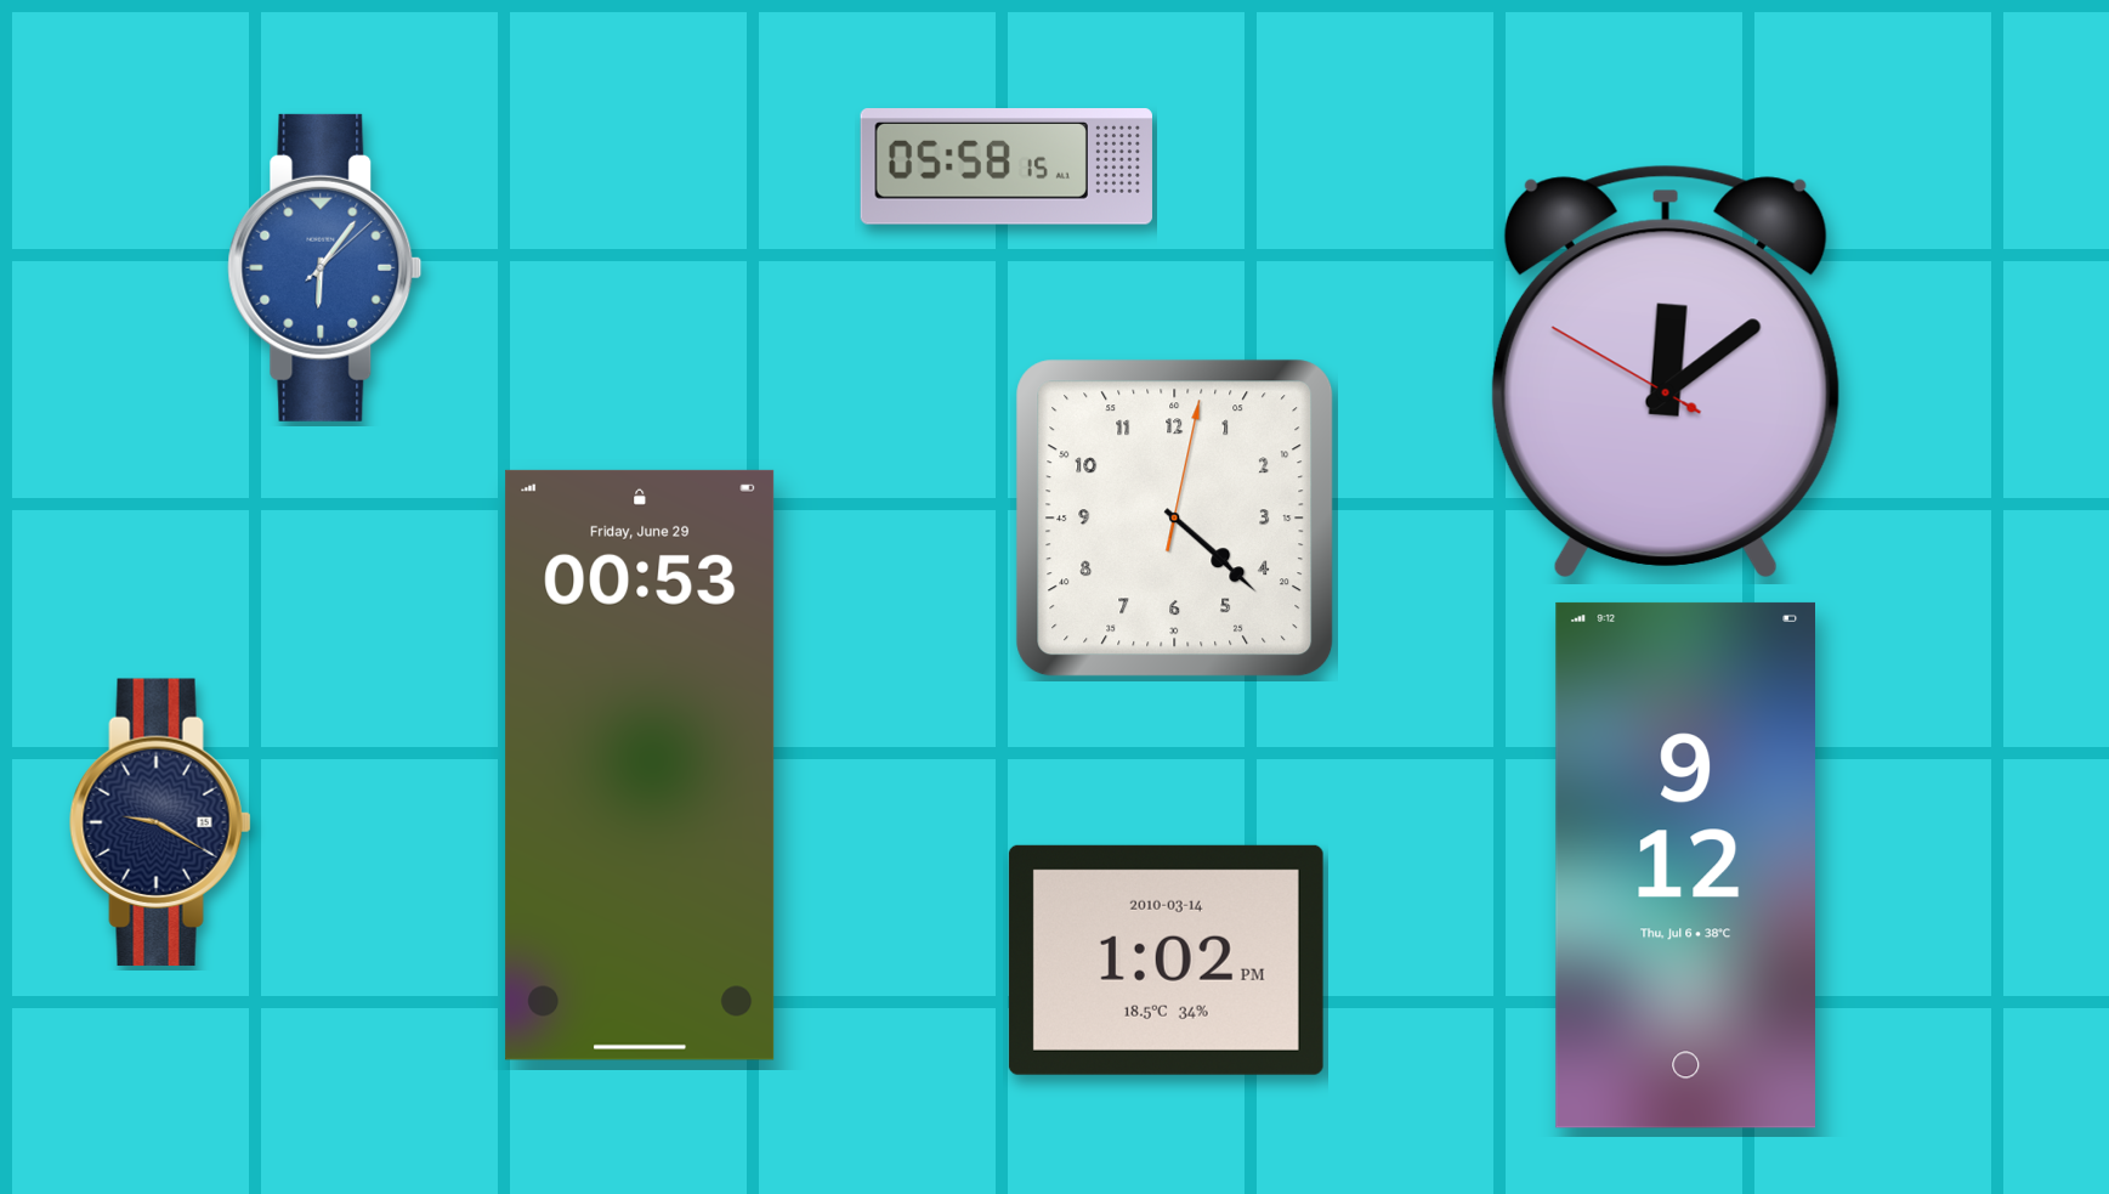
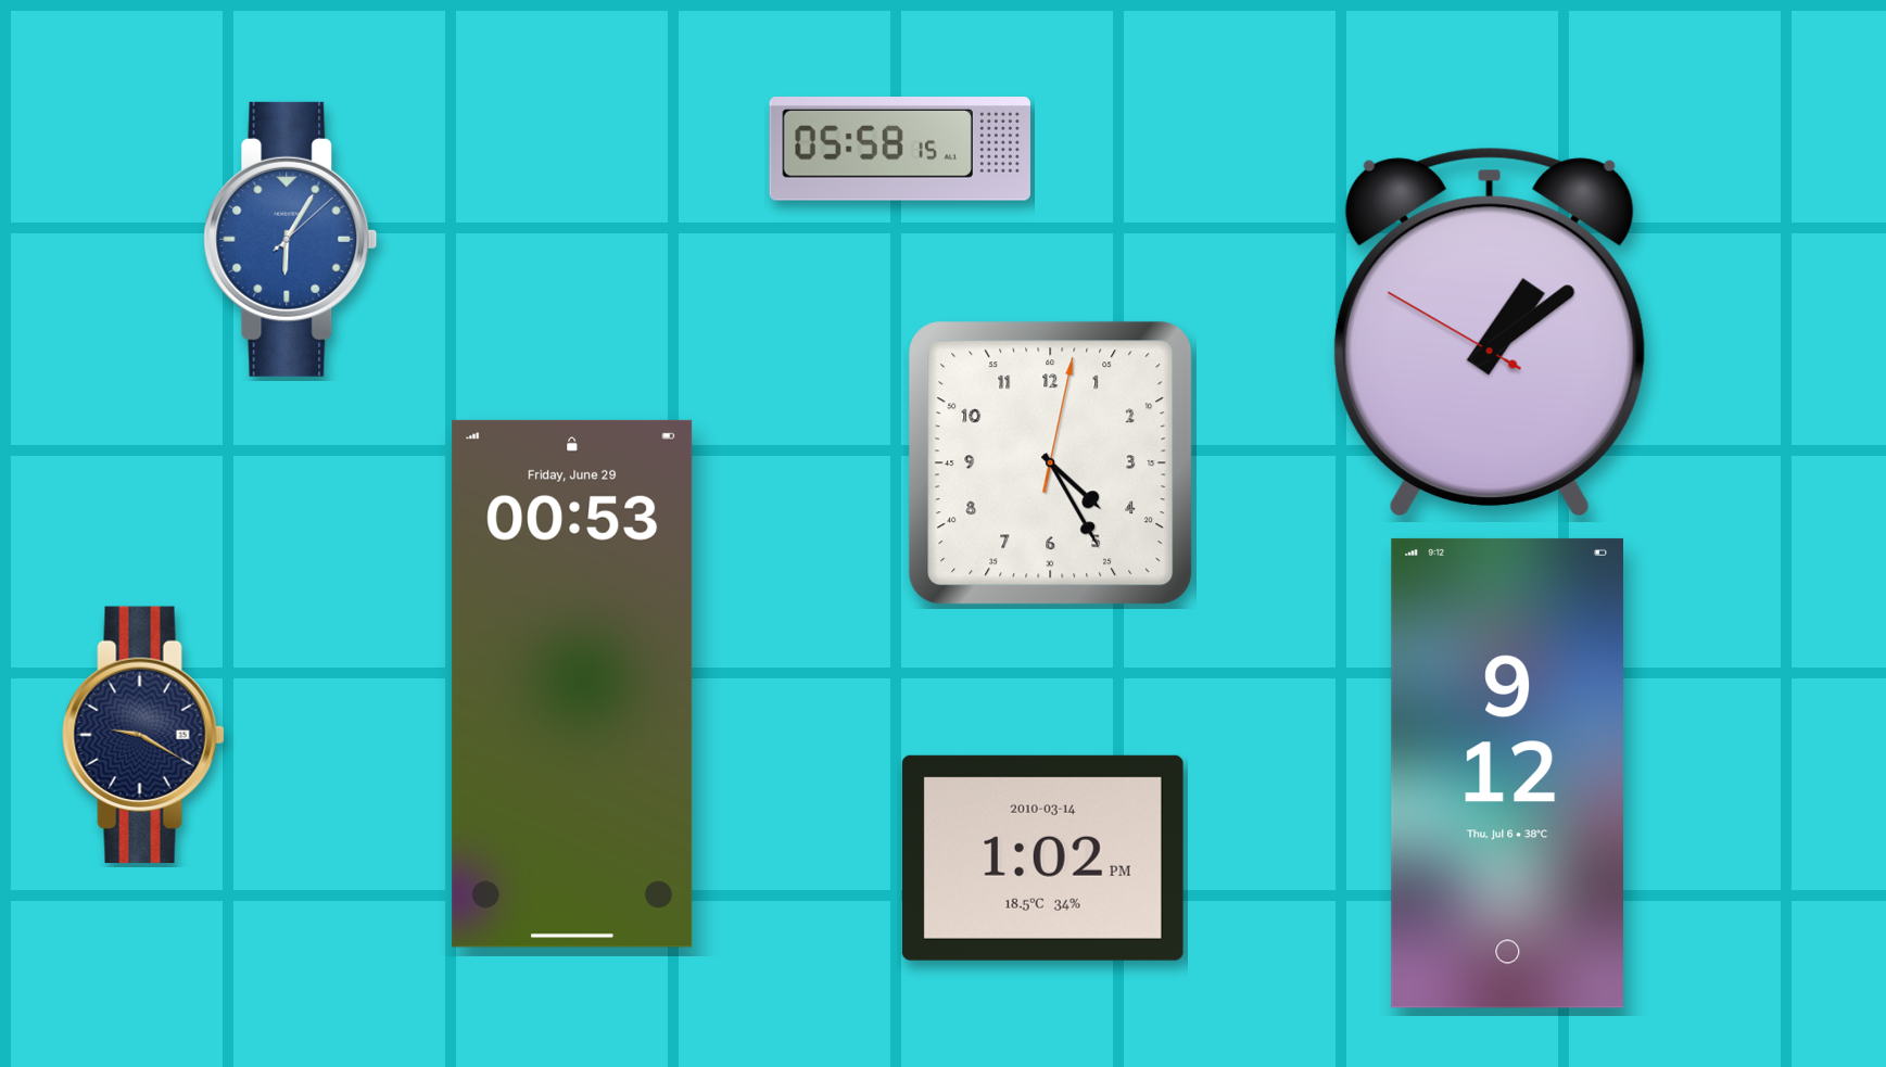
clock at (325, 267): 6:06 -> 6:05
clock at (1666, 372): 12:08 -> 1:08
clock at (1175, 519): 4:22 -> 4:25
